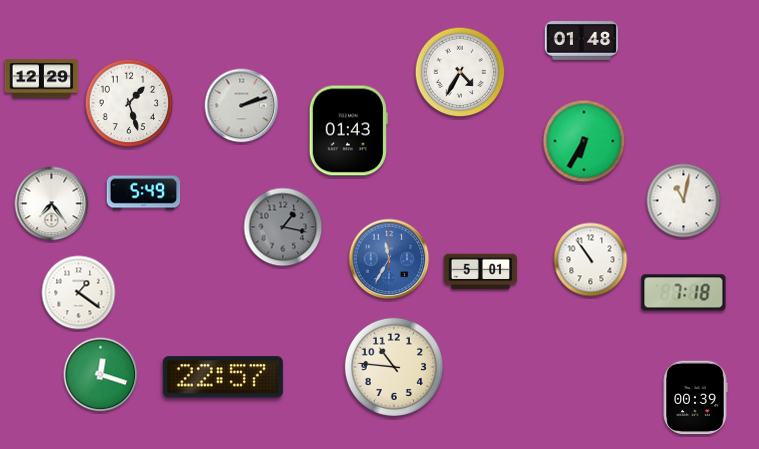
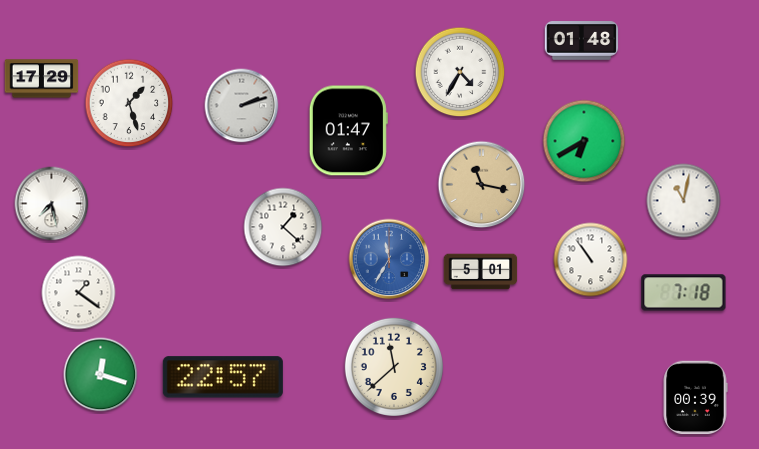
clock at (42, 79): 12:29 -> 17:29
clock at (348, 131): 01:43 -> 01:47
clock at (584, 141): 6:35 -> 6:40
clock at (482, 185): none -> 11:17
clock at (144, 193): 5:49 -> none
clock at (52, 204): 7:24 -> 7:28
clock at (283, 227): 1:17 -> 1:22
clock at (283, 227) dial: grey -> white
clock at (394, 367): 10:46 -> 11:38
